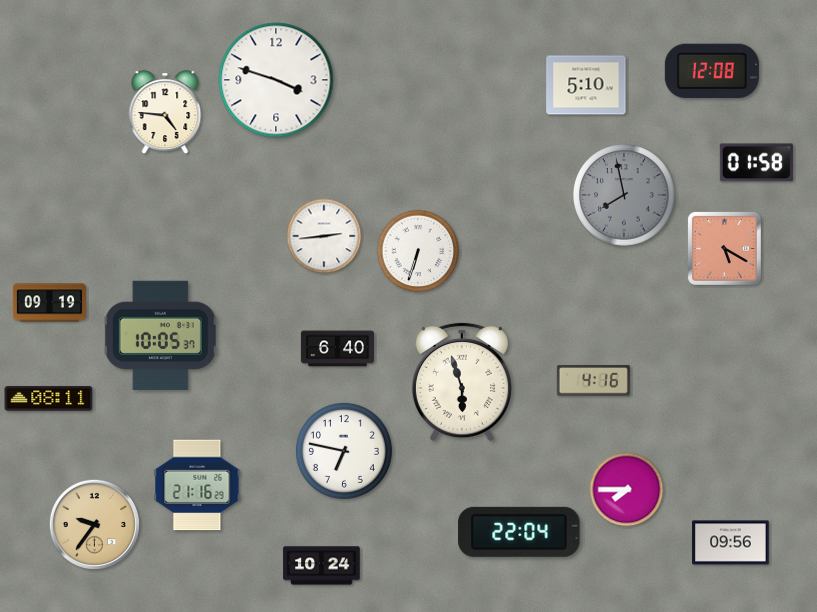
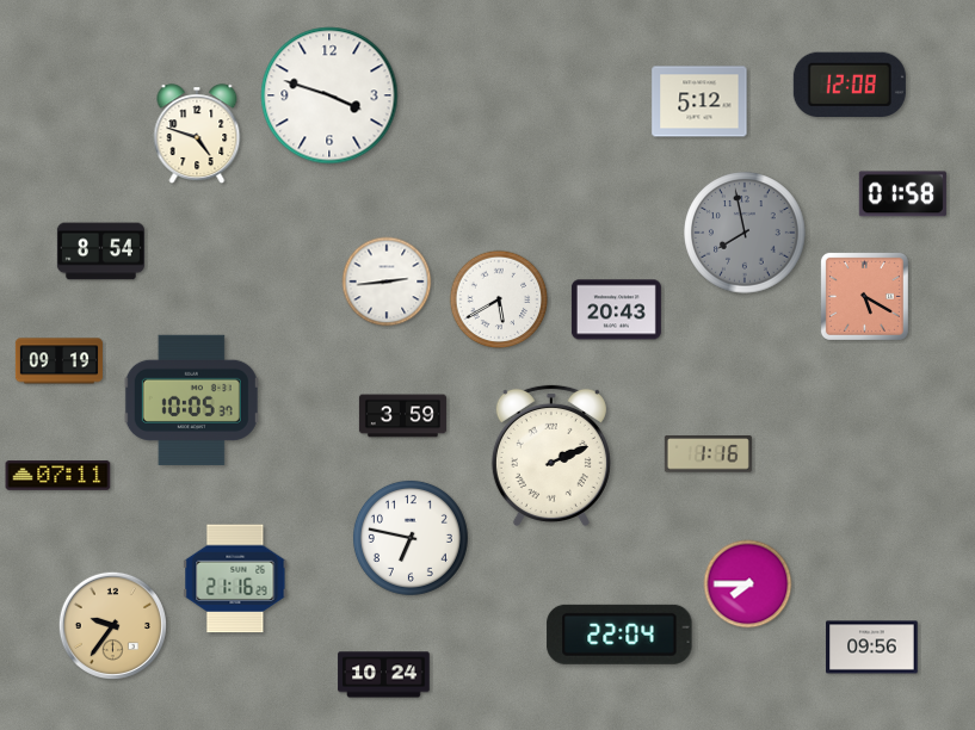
clock at (586, 85): 5:10 -> 5:12
clock at (165, 113): 4:46 -> 4:48
clock at (100, 252): none -> 8:54
clock at (418, 251): 6:33 -> 5:40
clock at (616, 310): none -> 20:43
clock at (337, 349): 6:40 -> 3:59
clock at (593, 381): 4:16 -> 1:16
clock at (462, 382): 5:57 -> 2:11
clock at (49, 399): 08:11 -> 07:11
